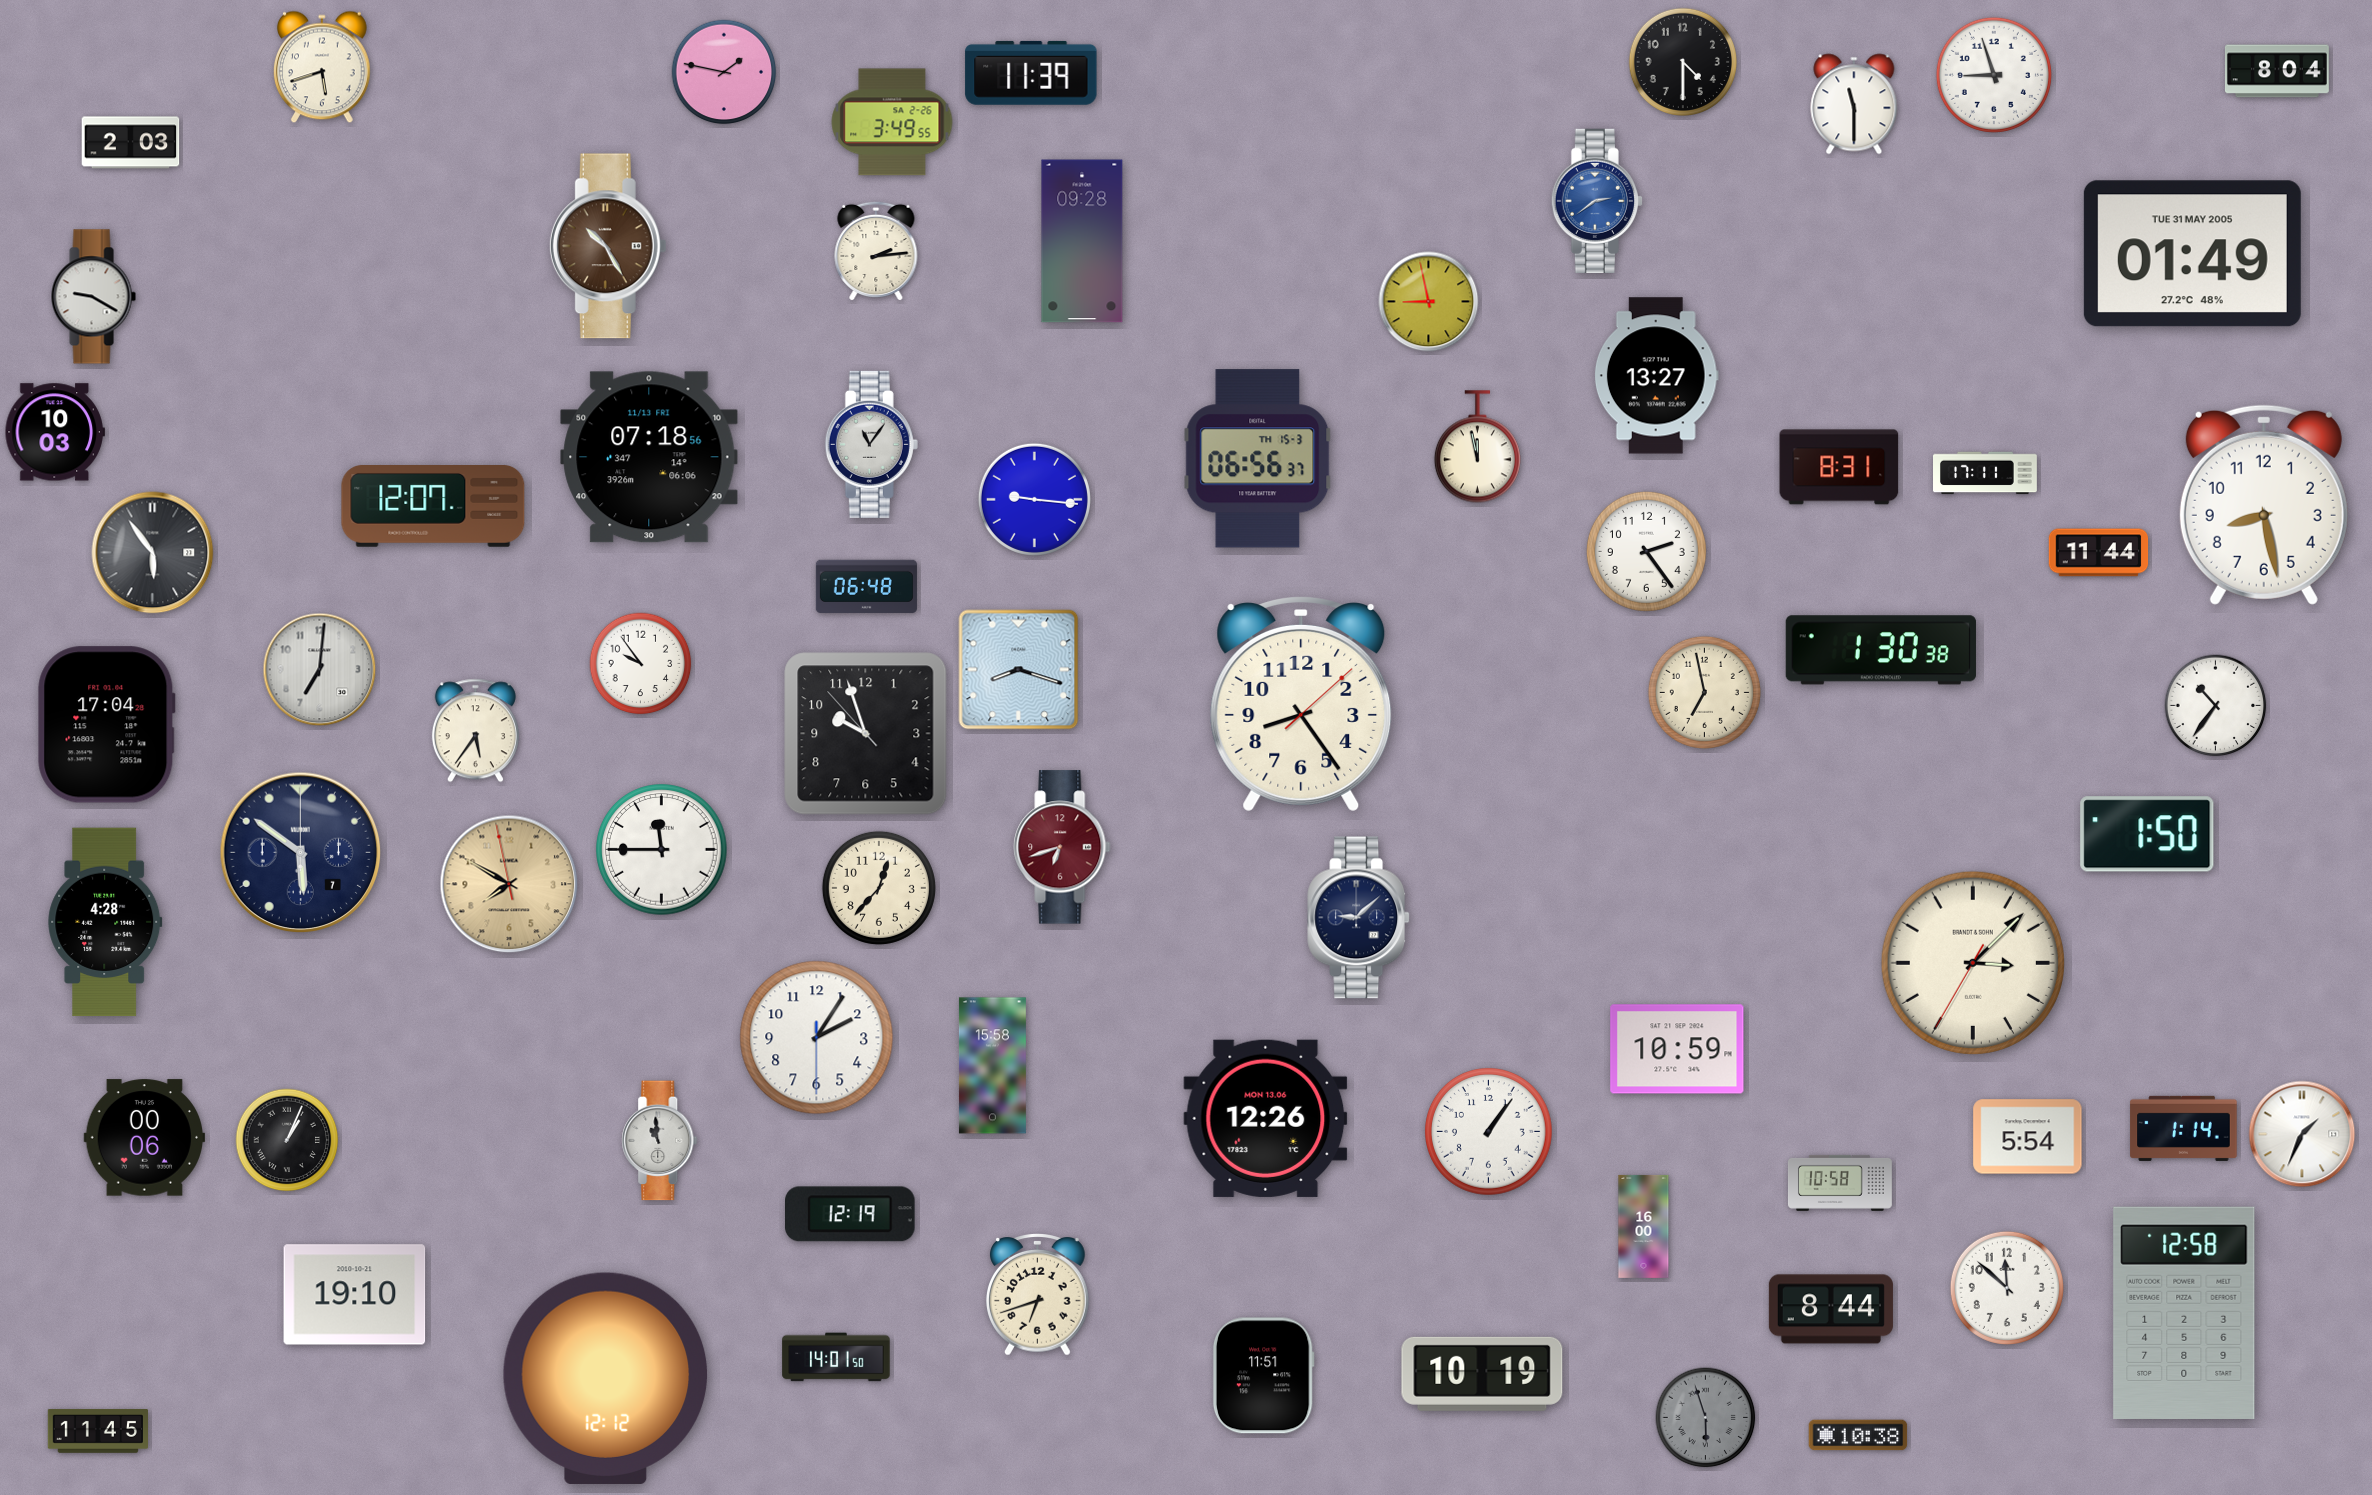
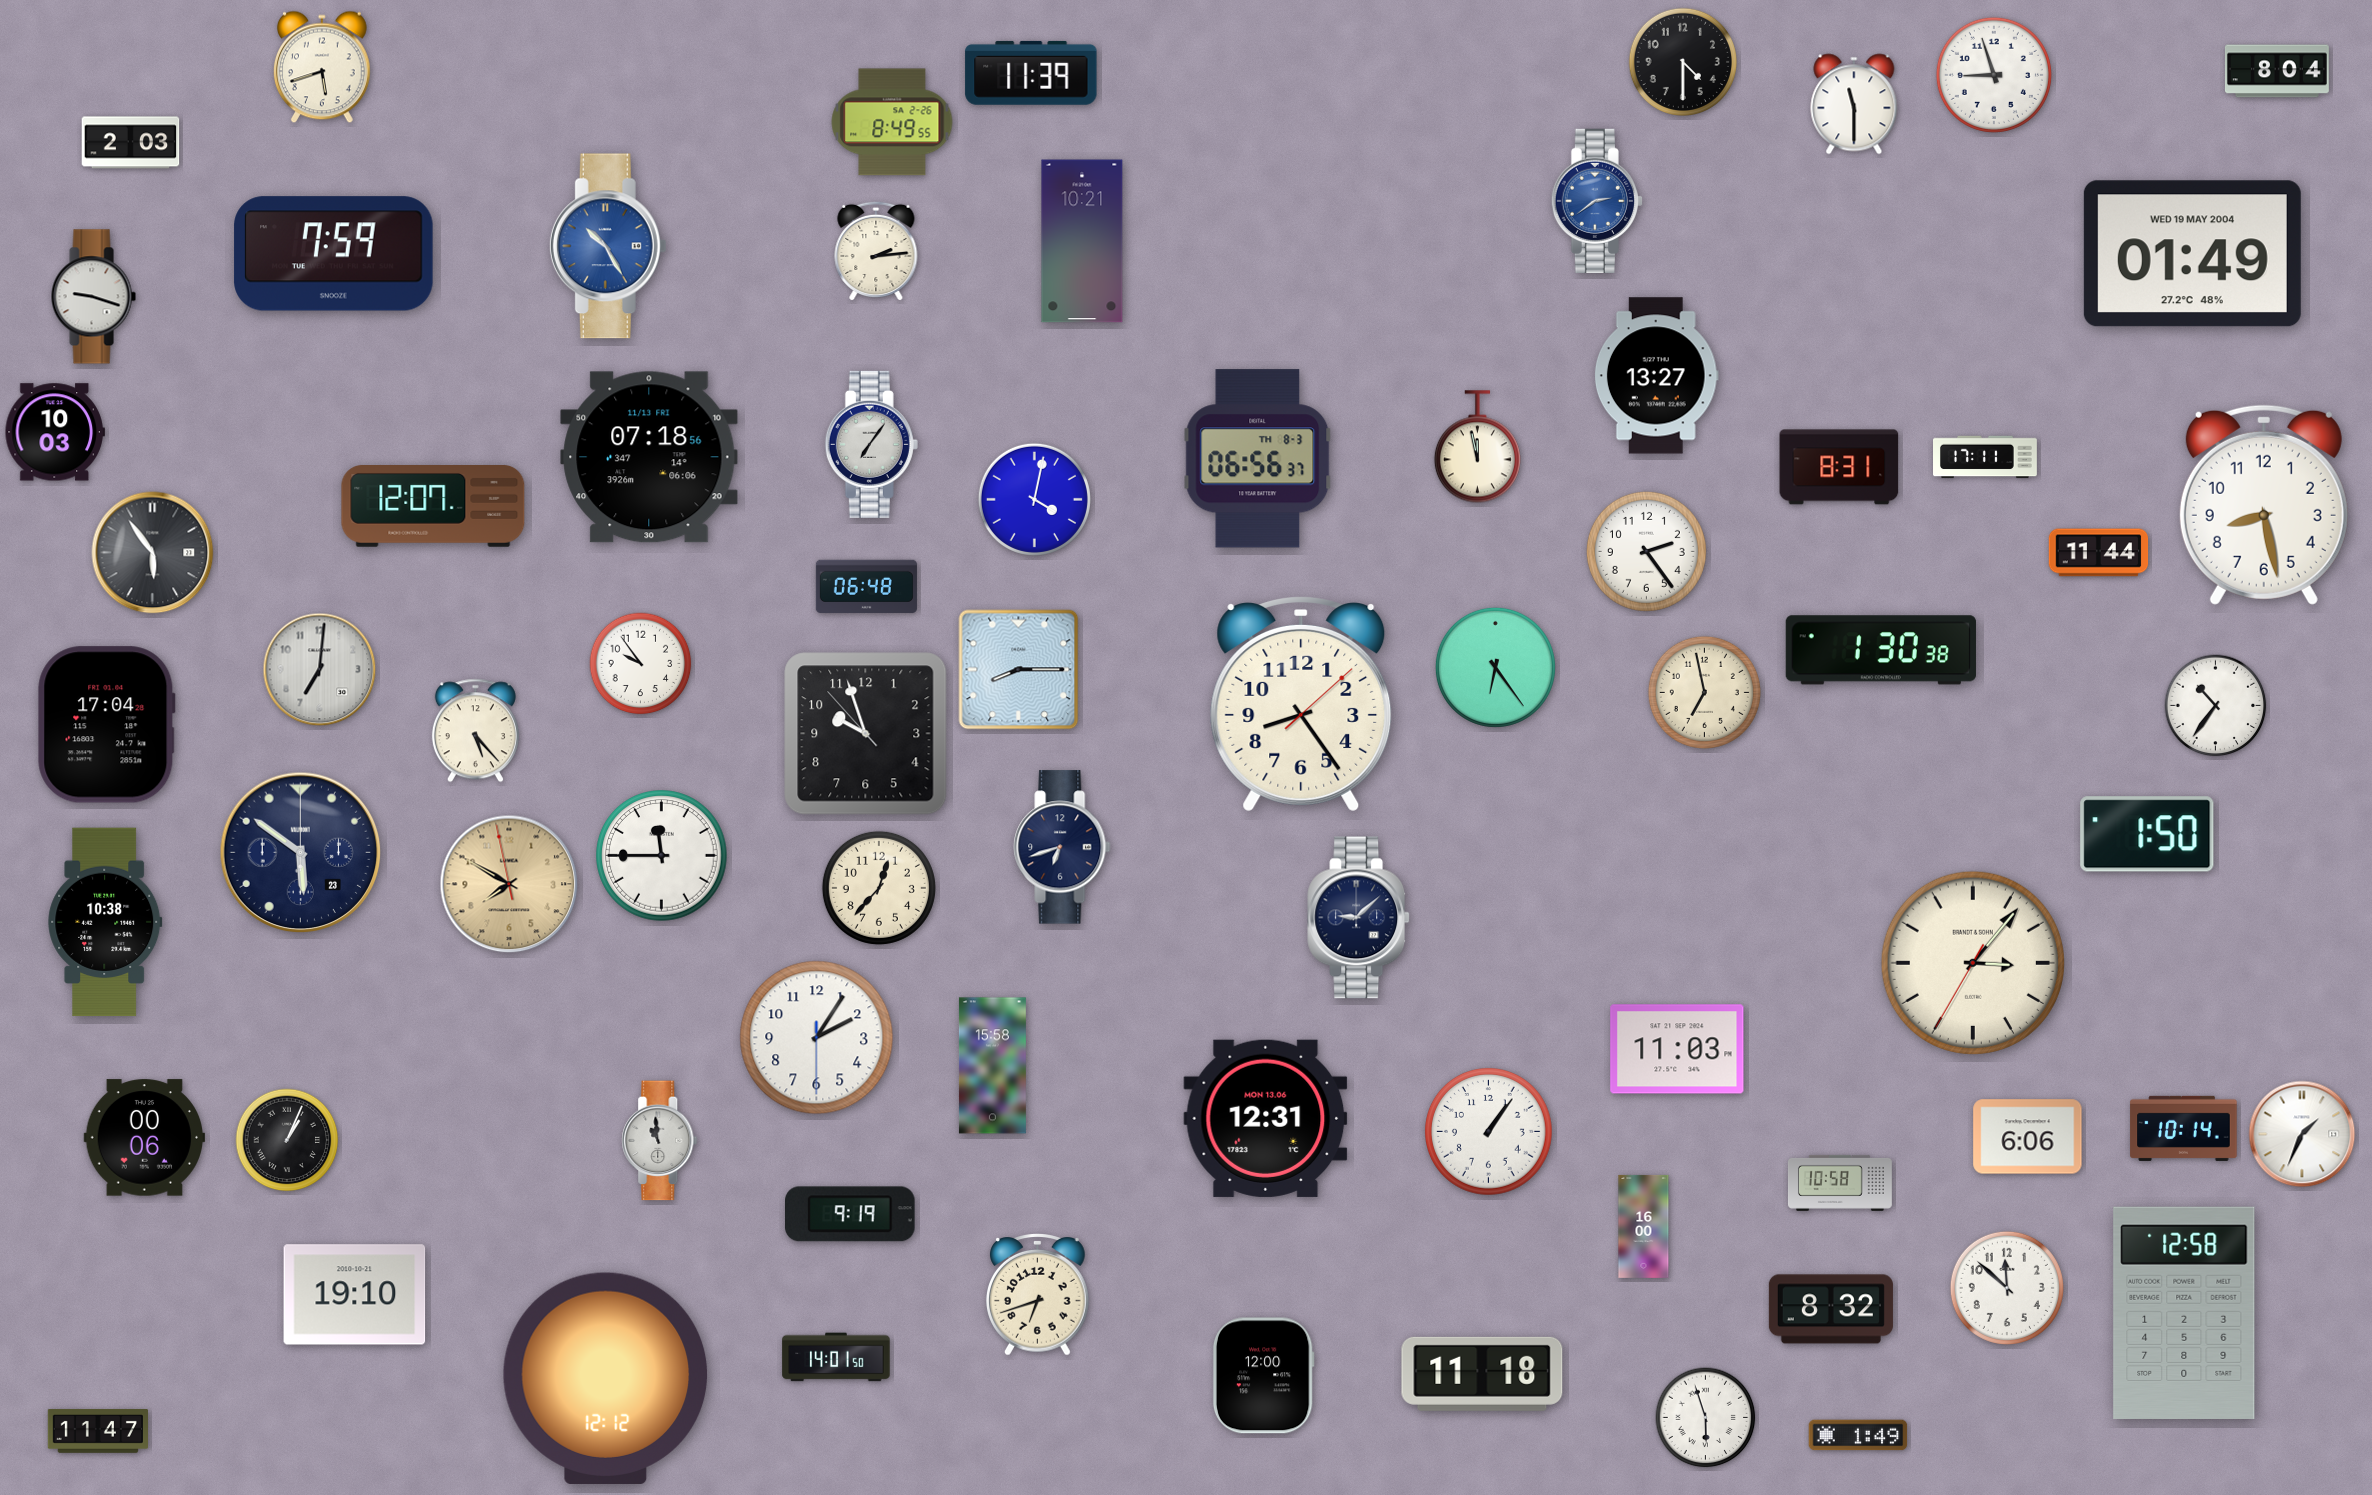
clock at (724, 72): 1:47 -> none
clock at (892, 122): 3:49 -> 8:49
clock at (1082, 241): 09:28 -> 10:21
clock at (608, 246) dial: brown -> blue
clock at (334, 254): none -> 7:59
clock at (2192, 254) date: TUE 31 MAY 2005 -> WED 19 MAY 2004
clock at (93, 297): 9:20 -> 9:18
clock at (1429, 302): 8:58 -> none
clock at (871, 444): 11:06 -> 7:06
clock at (1258, 459) date: TH 15-3 -> TH 8-3
clock at (1986, 473) position: (1986, 473) -> (1986, 457)
clock at (1034, 499): 9:16 -> 4:02
clock at (1495, 667): none -> 6:24
clock at (1019, 670): 8:18 -> 8:15
clock at (475, 731): 5:36 -> 5:23
clock at (1062, 847) dial: burgundy -> navy
clock at (662, 850) position: (662, 850) -> (662, 856)
clock at (301, 853) date: 7 -> 23
clock at (105, 922): 4:28 -> 10:38
clock at (1973, 963): 3:07 -> 3:06
clock at (1677, 1049): 10:59 -> 11:03
clock at (1266, 1118): 12:26 -> 12:31
clock at (2184, 1128): 1:14 -> 10:14
clock at (2028, 1137): 5:54 -> 6:06
clock at (851, 1214): 12:19 -> 9:19
clock at (1831, 1309): 8:44 -> 8:32
clock at (1482, 1374): 10:19 -> 11:18
clock at (1263, 1376): 11:51 -> 12:00
clock at (1706, 1418) dial: grey -> white
clock at (97, 1432): 11:45 -> 11:47
clock at (1858, 1435): 10:38 -> 1:49
